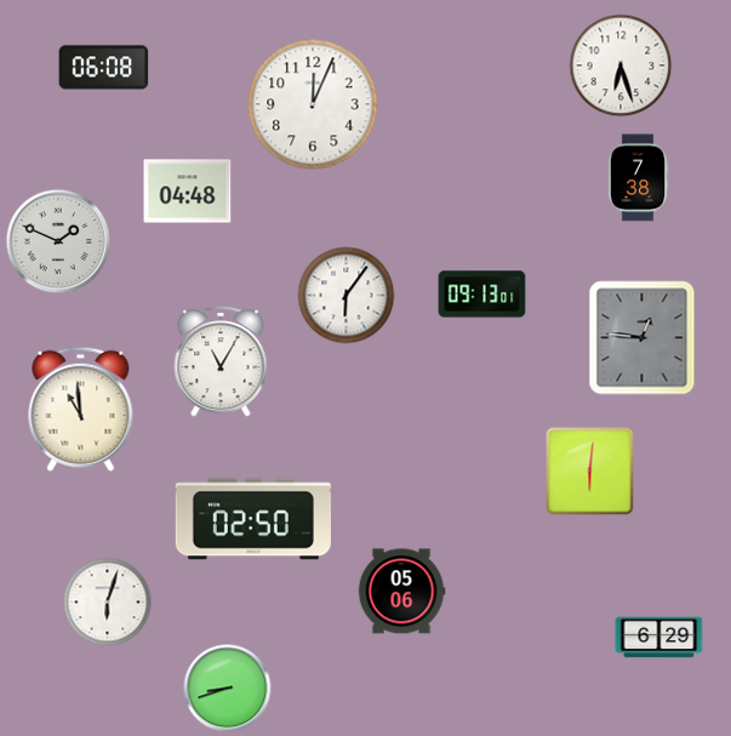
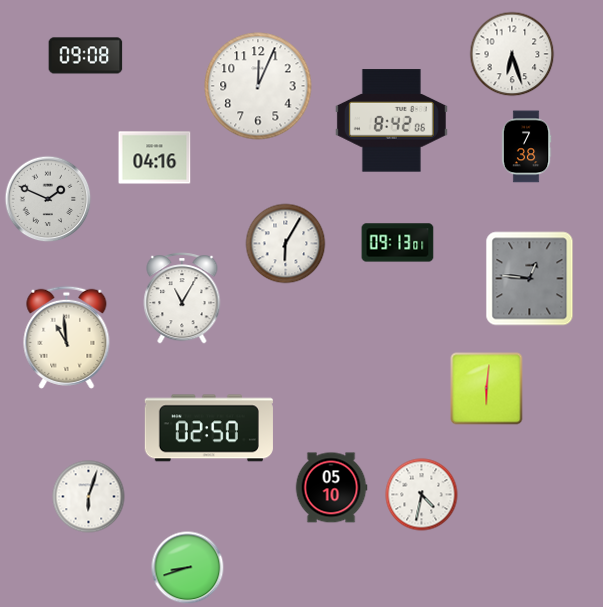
clock at (104, 68): 06:08 -> 09:08
clock at (391, 121): none -> 8:42
clock at (188, 192): 04:48 -> 04:16
clock at (347, 296): 6:06 -> 6:05
clock at (401, 592): 05:06 -> 05:10
clock at (422, 495): none -> 4:32
clock at (659, 638): 6:29 -> none
